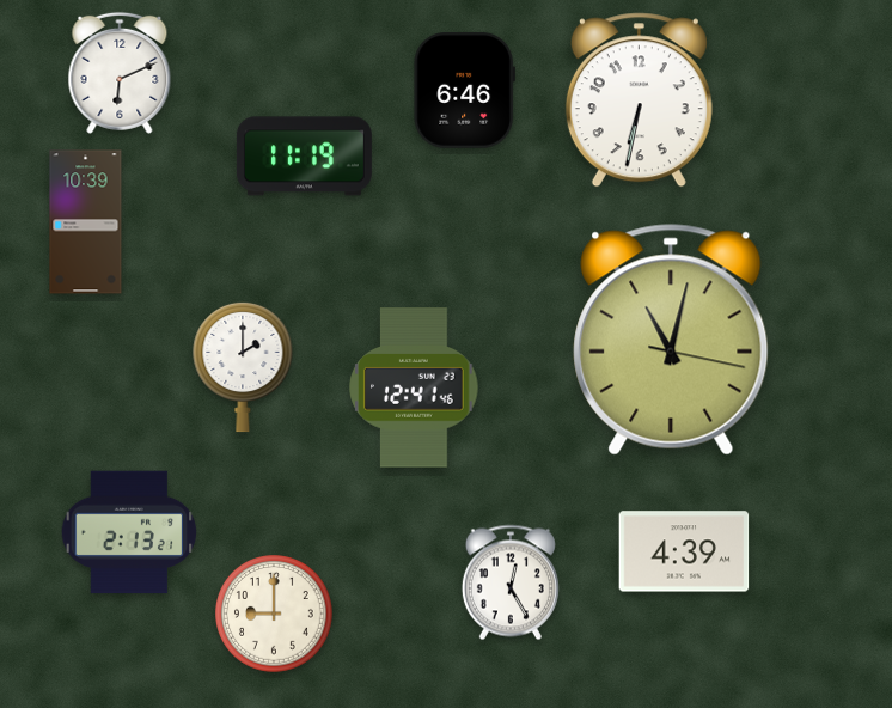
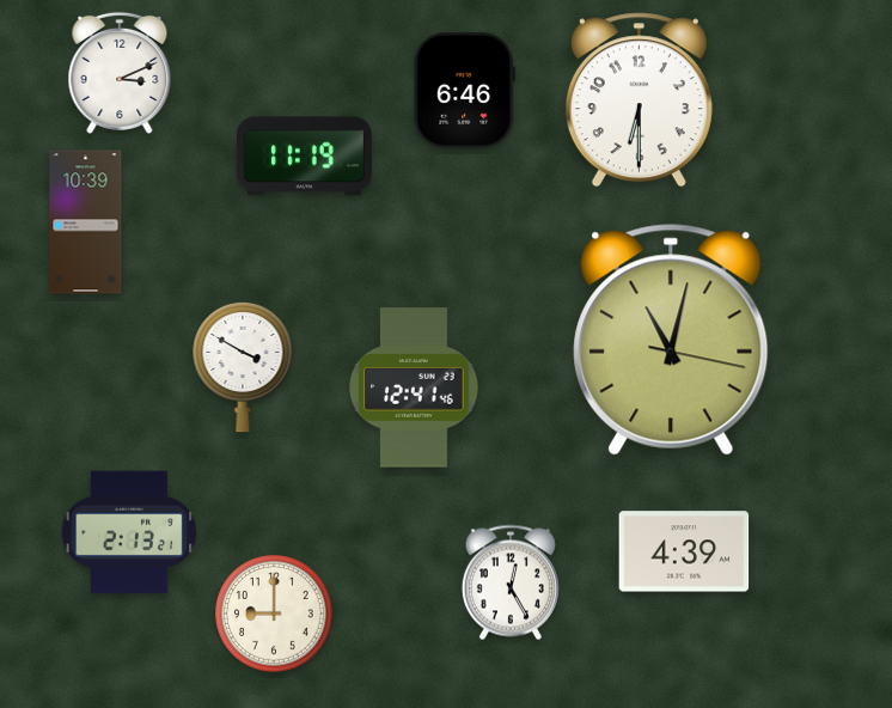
clock at (120, 73): 6:11 -> 3:11
clock at (639, 100): 6:32 -> 6:30
clock at (243, 367): 2:00 -> 3:50
